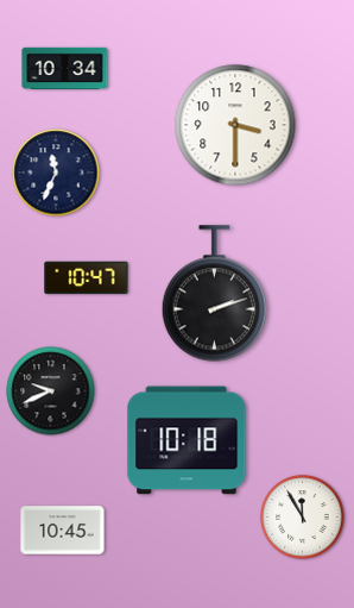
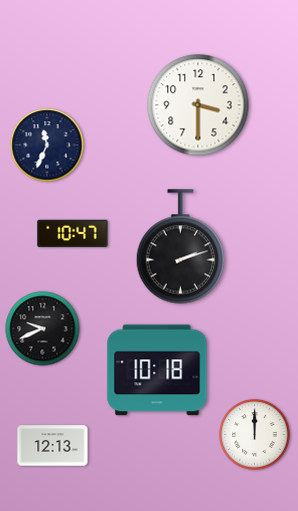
clock at (65, 68): 10:34 -> none
clock at (303, 518): 11:55 -> 12:00
clock at (63, 531): 10:45 -> 12:13
